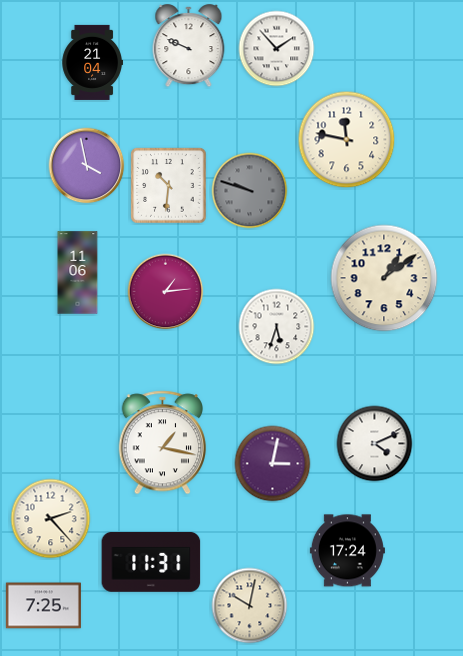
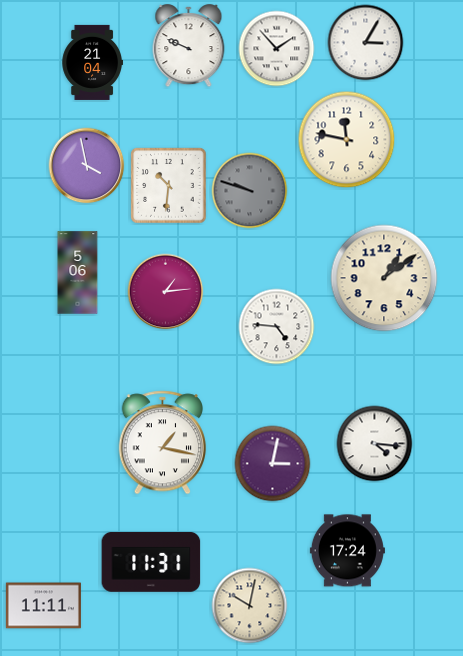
clock at (366, 43): none -> 3:05
clock at (78, 273): 11:06 -> 5:06
clock at (277, 327): 5:33 -> 4:46
clock at (375, 444): 4:11 -> 4:16
clock at (51, 519): 2:23 -> none
clock at (43, 606): 7:25 -> 11:11
